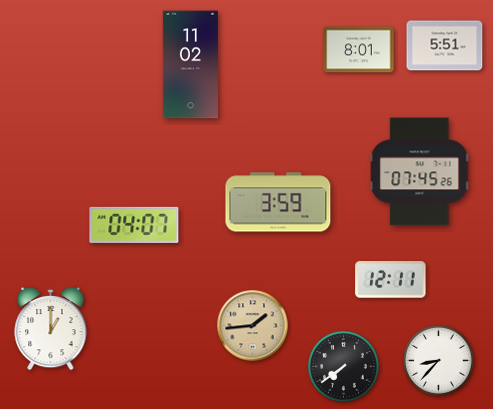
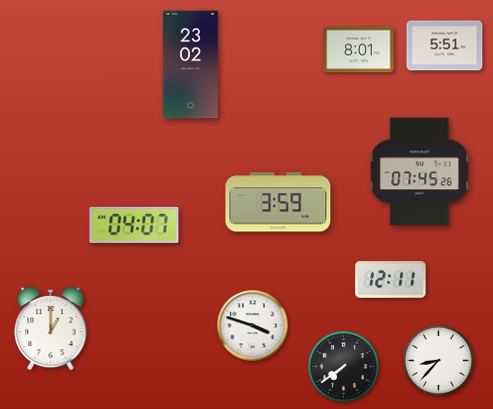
clock at (190, 65): 11:02 -> 23:02
clock at (253, 326): 1:44 -> 3:48
clock at (253, 326) dial: champagne -> white
